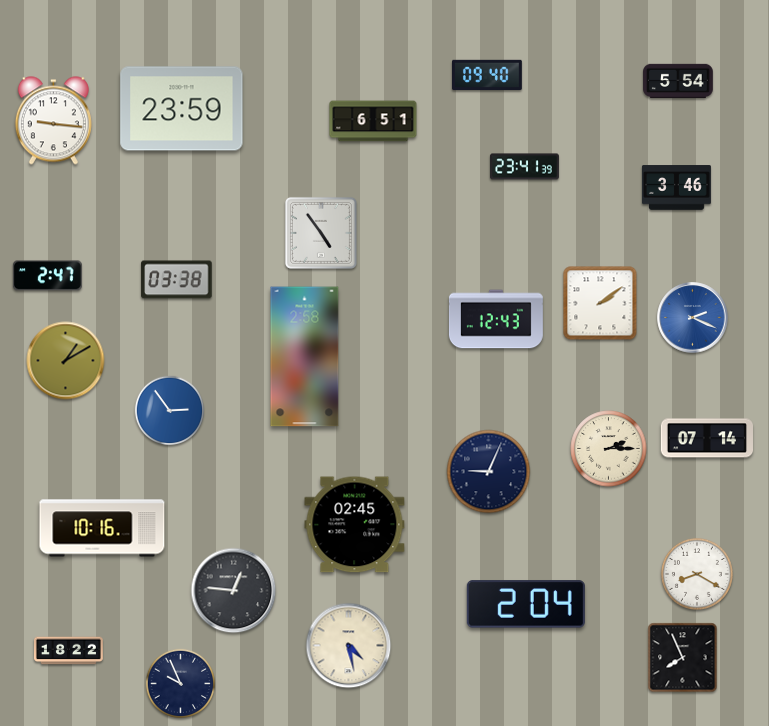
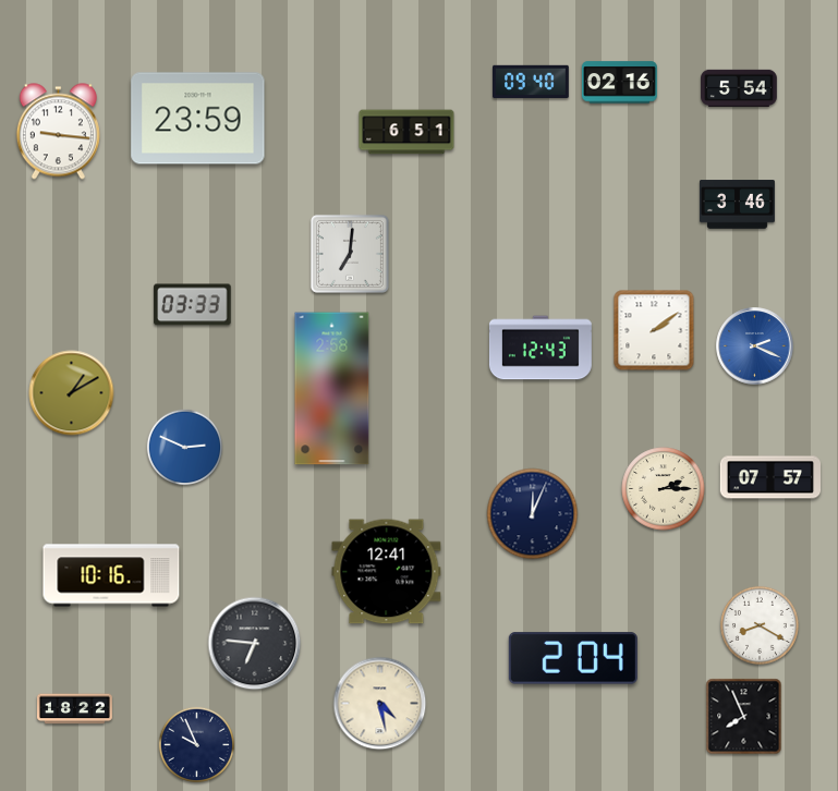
clock at (619, 83): none -> 02:16
clock at (524, 167): 23:41 -> none
clock at (321, 233): 4:54 -> 7:01
clock at (47, 276): 2:47 -> none
clock at (177, 280): 03:38 -> 03:33
clock at (170, 411): 2:54 -> 2:49
clock at (707, 438): 07:14 -> 07:57
clock at (489, 472): 9:04 -> 12:04
clock at (355, 525): 02:45 -> 12:41
clock at (234, 591): 12:46 -> 6:46
